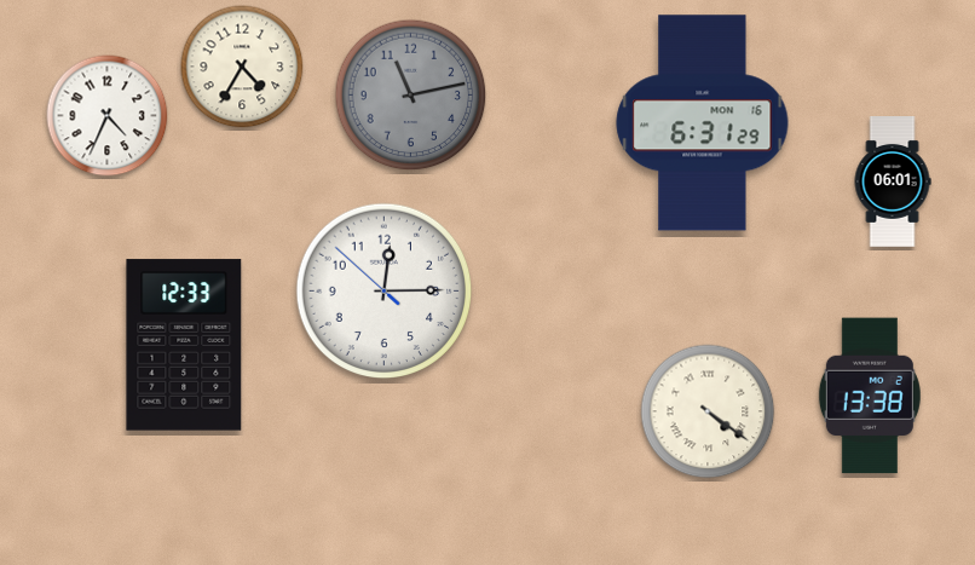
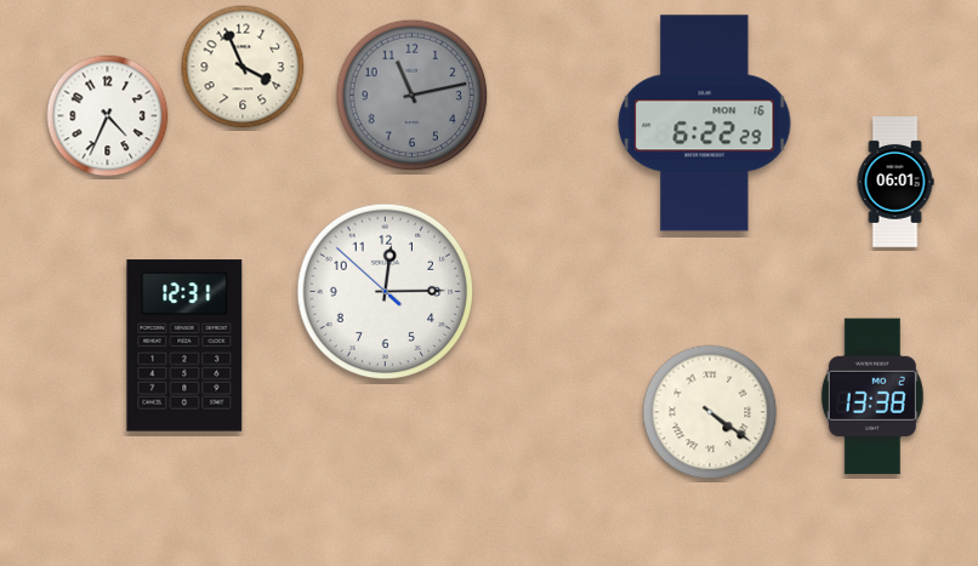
clock at (242, 67): 4:35 -> 3:56
clock at (703, 123): 6:31 -> 6:22
clock at (184, 345): 12:33 -> 12:31
